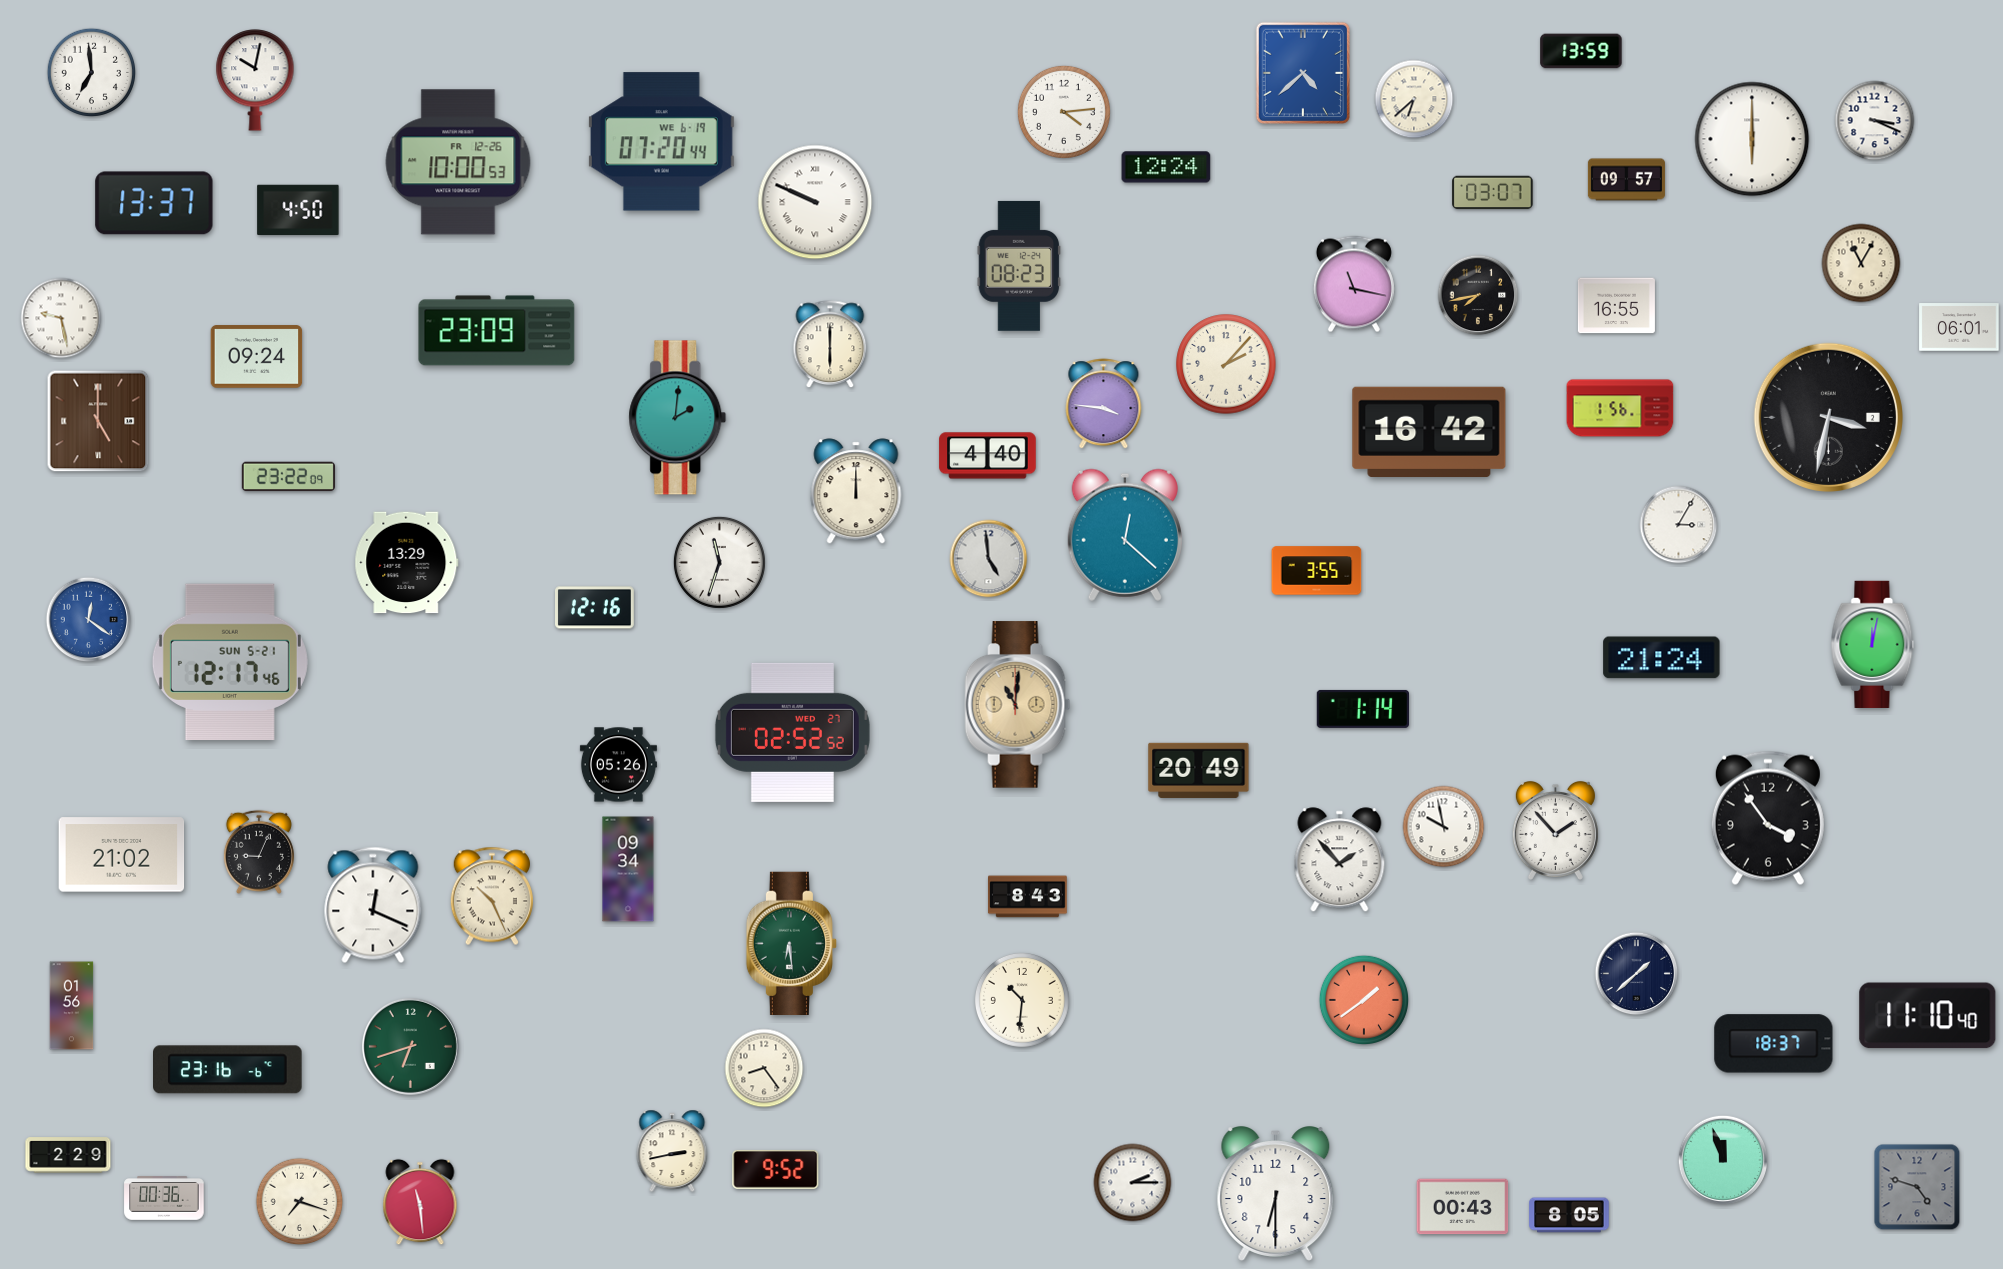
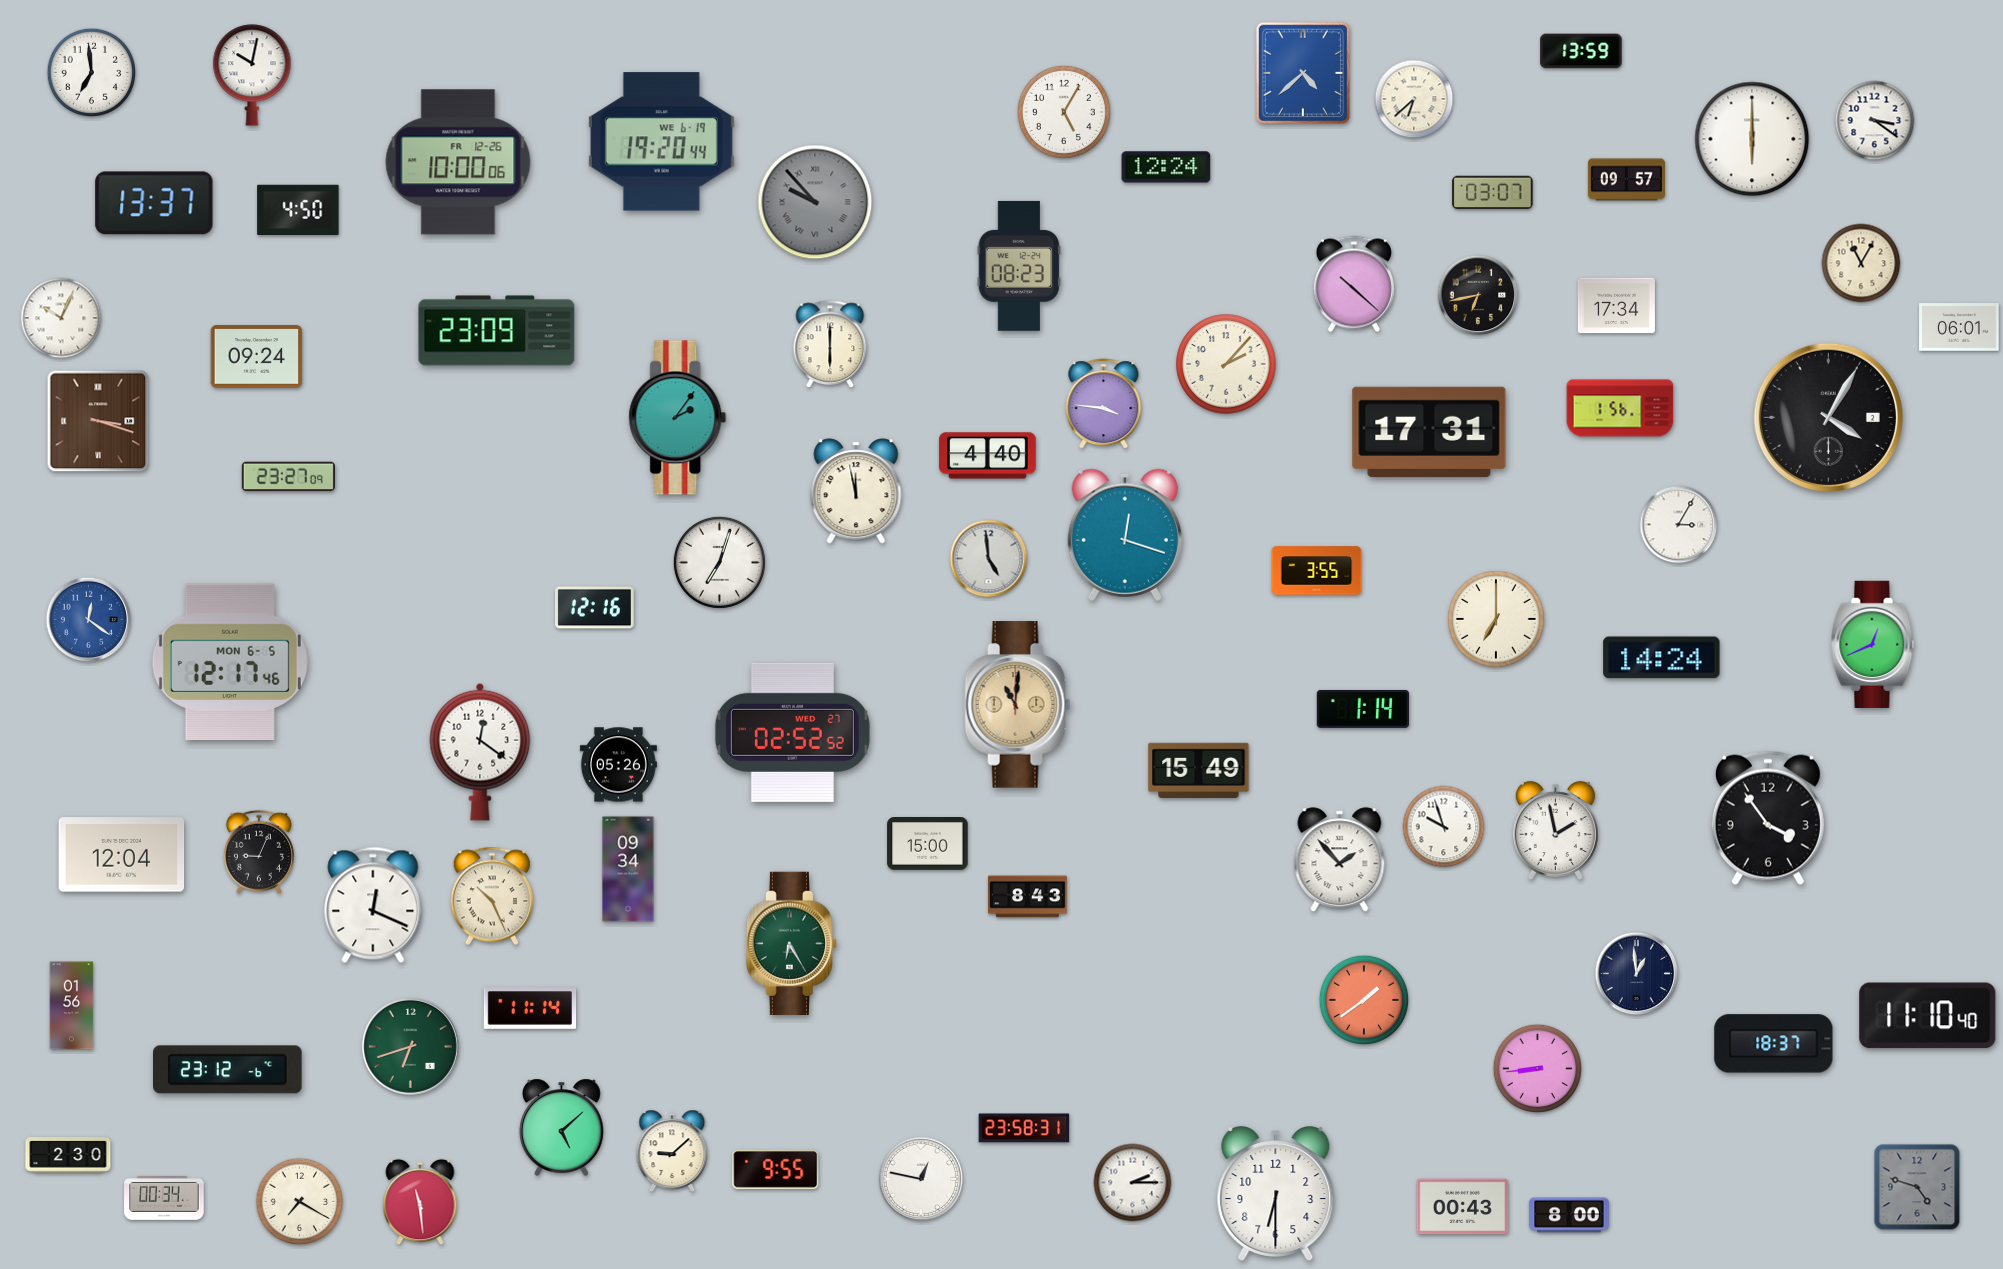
clock at (255, 80) position: (255, 80) -> (252, 75)
clock at (1064, 112): 4:14 -> 5:05
clock at (1875, 121): 3:19 -> 3:21
clock at (661, 142): 07:20 -> 19:20
clock at (458, 162): 10:00:53 -> 10:00:06
clock at (815, 202): 9:49 -> 9:53
clock at (815, 202) dial: white -> grey
clock at (1354, 284): 11:17 -> 10:22
clock at (1478, 295): 7:43 -> 6:43
clock at (1616, 306): 16:55 -> 17:34
clock at (61, 318): 9:28 -> 10:04
clock at (1828, 417): 3:32 -> 4:05
clock at (678, 418): 2:01 -> 2:06
clock at (98, 421): 5:00 -> 3:18
clock at (1429, 431): 16:42 -> 17:31
clock at (288, 477): 23:22 -> 23:27
clock at (856, 491): 12:00 -> 11:58
clock at (1125, 535): 12:22 -> 12:18
clock at (719, 562): 11:33 -> 7:03
clock at (407, 563): 13:29 -> none
clock at (1497, 620): none -> 7:00
clock at (1873, 644): 12:02 -> 12:41
clock at (1662, 658): 21:24 -> 14:24
clock at (230, 662) date: SUN 5-21 -> MON 6-5
clock at (480, 752): none -> 12:21
clock at (1199, 770): 20:49 -> 15:49
clock at (1444, 827): 9:58 -> 9:57
clock at (1555, 830): 1:53 -> 1:58
clock at (928, 844): none -> 15:00
clock at (122, 855): 21:02 -> 12:04
clock at (791, 943): 6:29 -> 6:25
clock at (1637, 974): 1:38 -> 12:59
clock at (1022, 1000): 10:31 -> none
clock at (530, 1008): none -> 11:14
clock at (764, 1068): 8:24 -> none
clock at (1538, 1069): none -> 8:44
clock at (228, 1070): 23:16 -> 23:12
clock at (562, 1127): none -> 5:08
clock at (1024, 1128): none -> 23:58
clock at (672, 1151): 2:43 -> 9:08
clock at (68, 1155): 2:29 -> 2:30
clock at (1723, 1160): 11:57 -> none
clock at (776, 1169): 9:52 -> 9:55
clock at (921, 1179): none -> 12:47
clock at (164, 1199): 00:36 -> 00:34
clock at (300, 1202): 7:18 -> 7:20
clock at (1569, 1215): 8:05 -> 8:00
